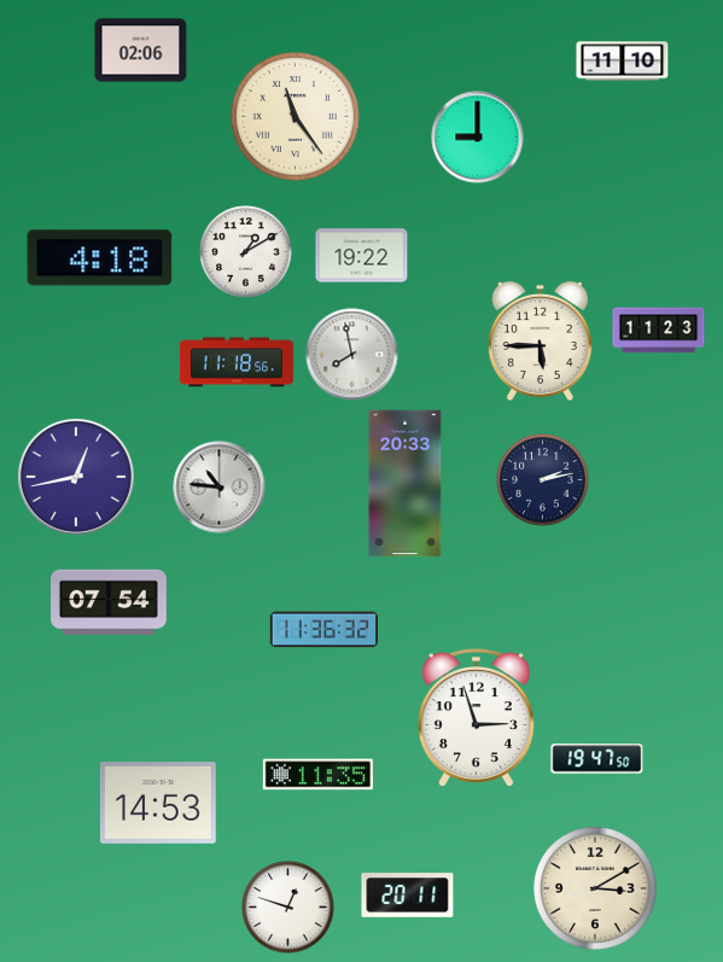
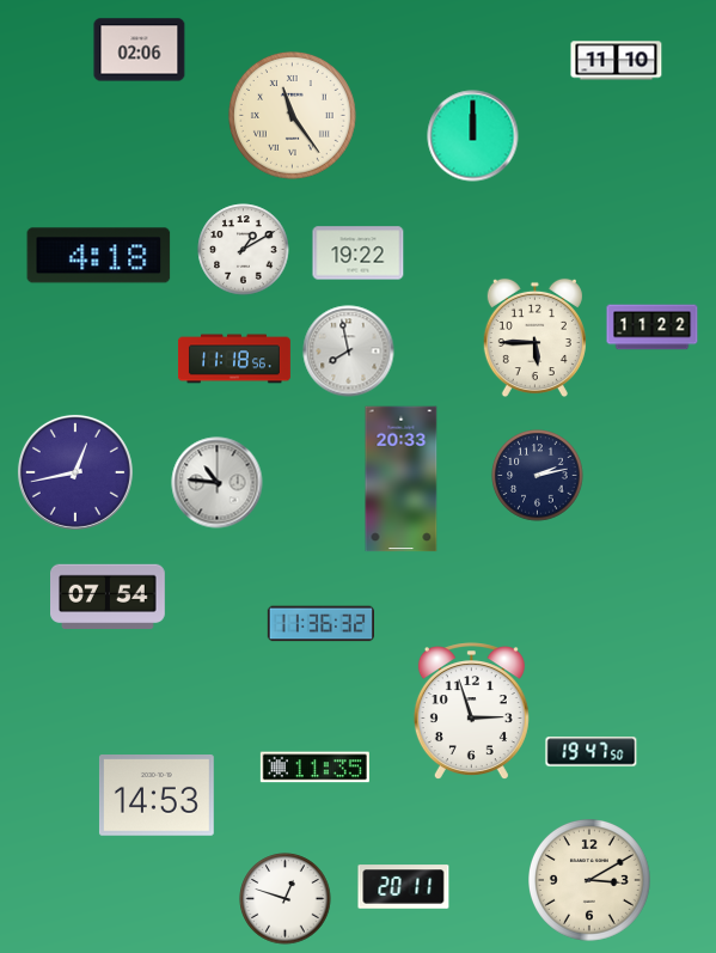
clock at (478, 138): 9:00 -> 12:00
clock at (659, 331): 11:23 -> 11:22
